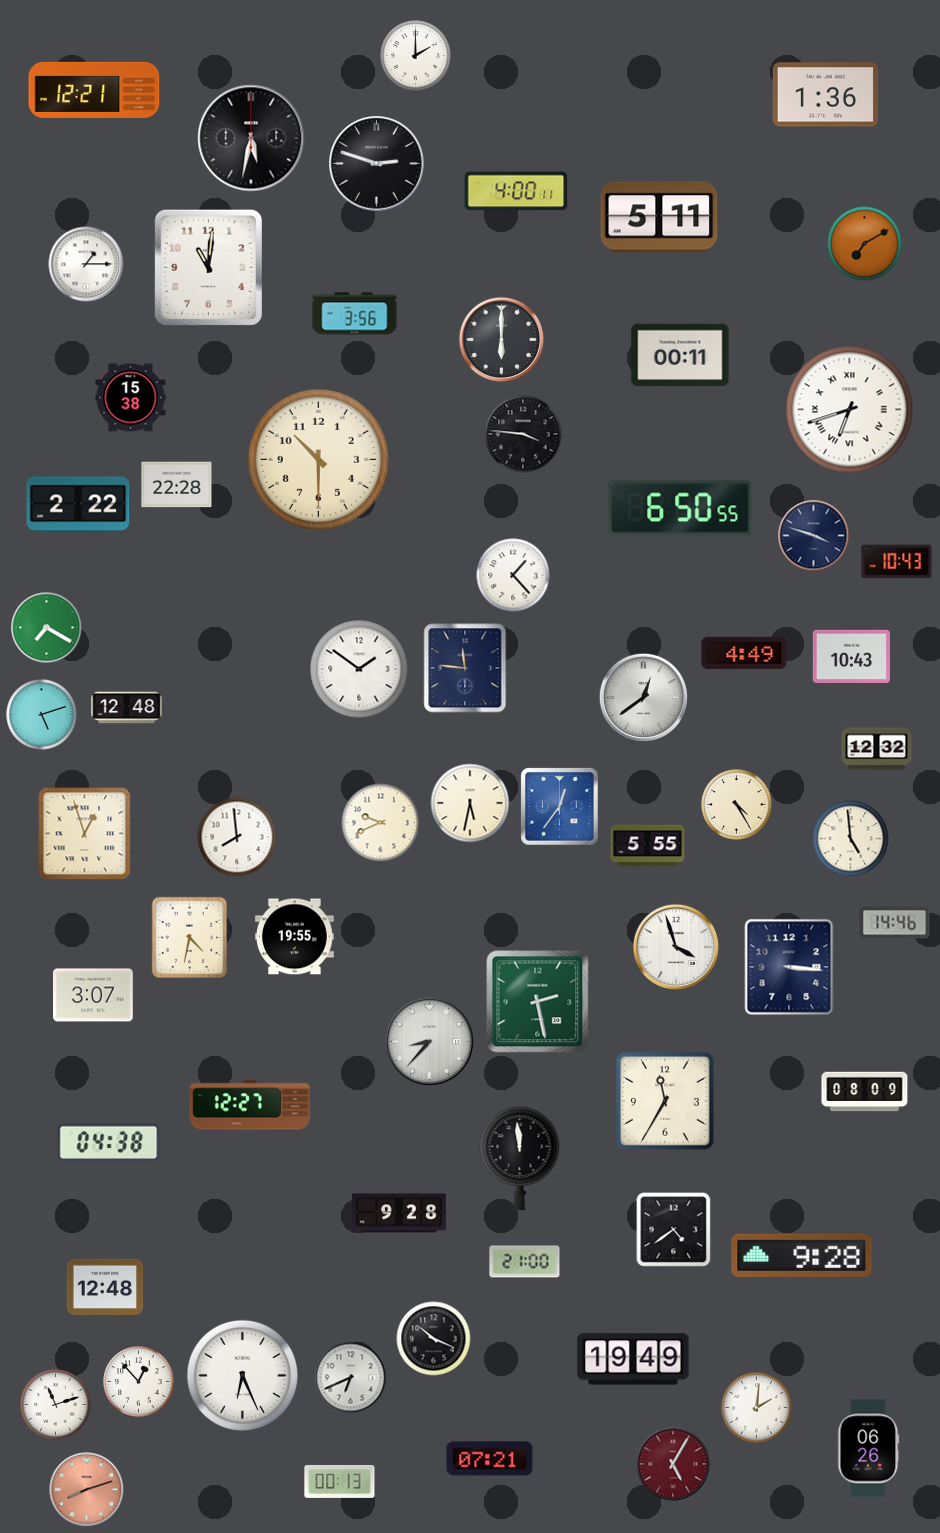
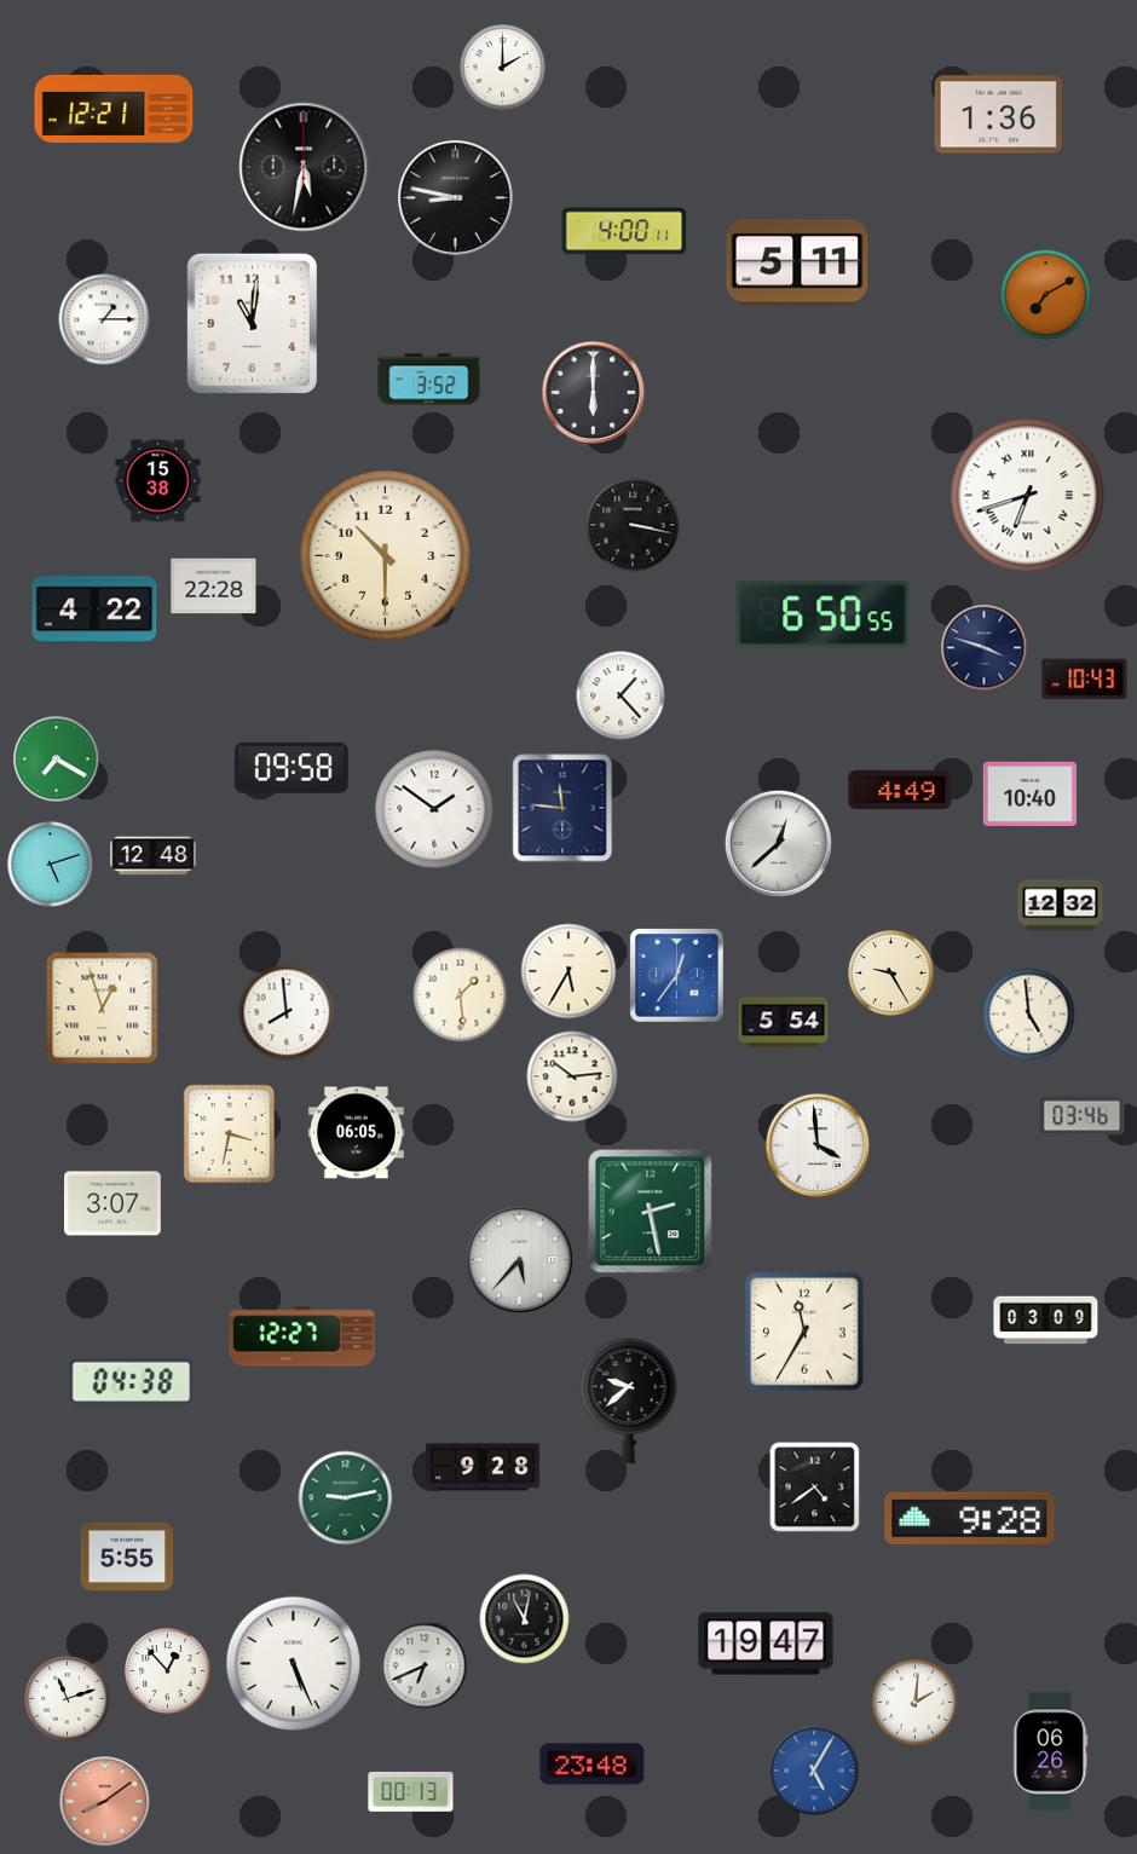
clock at (377, 164): 2:48 -> 8:47
clock at (355, 314): 3:56 -> 3:52
clock at (502, 340) position: (502, 340) -> (594, 393)
clock at (680, 355): 00:11 -> none
clock at (523, 434): 3:46 -> 3:17
clock at (78, 504): 2:22 -> 4:22
clock at (292, 768): none -> 09:58
clock at (851, 656): 10:43 -> 10:40
clock at (643, 697): 12:39 -> 12:38
clock at (470, 803): 5:32 -> 5:35
clock at (737, 805): 4:25 -> 9:25
clock at (381, 823): 9:41 -> 1:29
clock at (648, 846): 5:55 -> 5:54
clock at (572, 1076): none -> 10:14
clock at (895, 923): 14:46 -> 03:46
clock at (294, 937): 19:55 -> 06:05
clock at (189, 938): 4:32 -> 3:32
clock at (676, 947): 3:57 -> 3:59
clock at (789, 967): 3:16 -> none
clock at (429, 1041): 8:37 -> 5:37
clock at (865, 1092): 08:09 -> 03:09
clock at (520, 1159): 11:59 -> 9:38
clock at (346, 1498): none -> 9:13
clock at (525, 1262): 21:00 -> none
clock at (105, 1287): 12:48 -> 5:55
clock at (434, 1339): 10:19 -> 11:02
clock at (633, 1359): 19:49 -> 19:47
clock at (243, 1376): 6:26 -> 5:26
clock at (490, 1459): 07:21 -> 23:48
clock at (673, 1464) dial: burgundy -> blue
clock at (87, 1490): 8:12 -> 8:09
